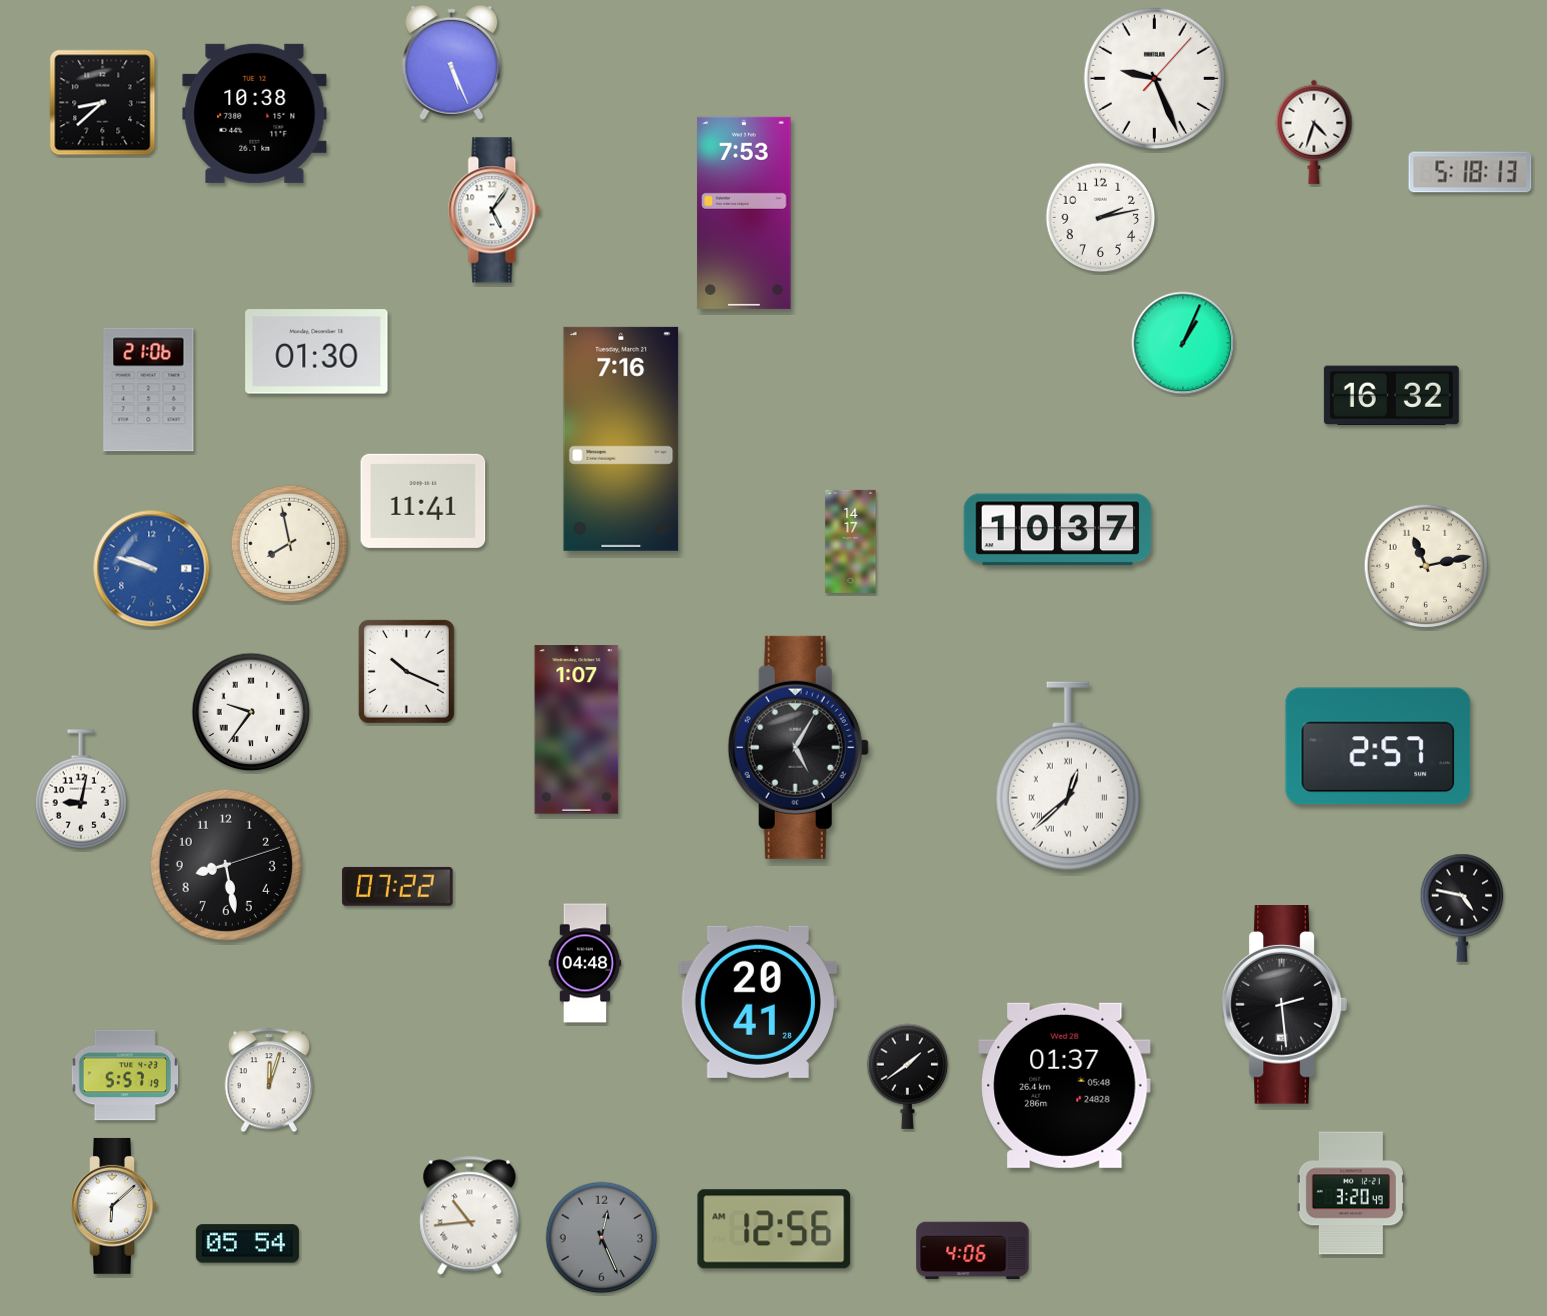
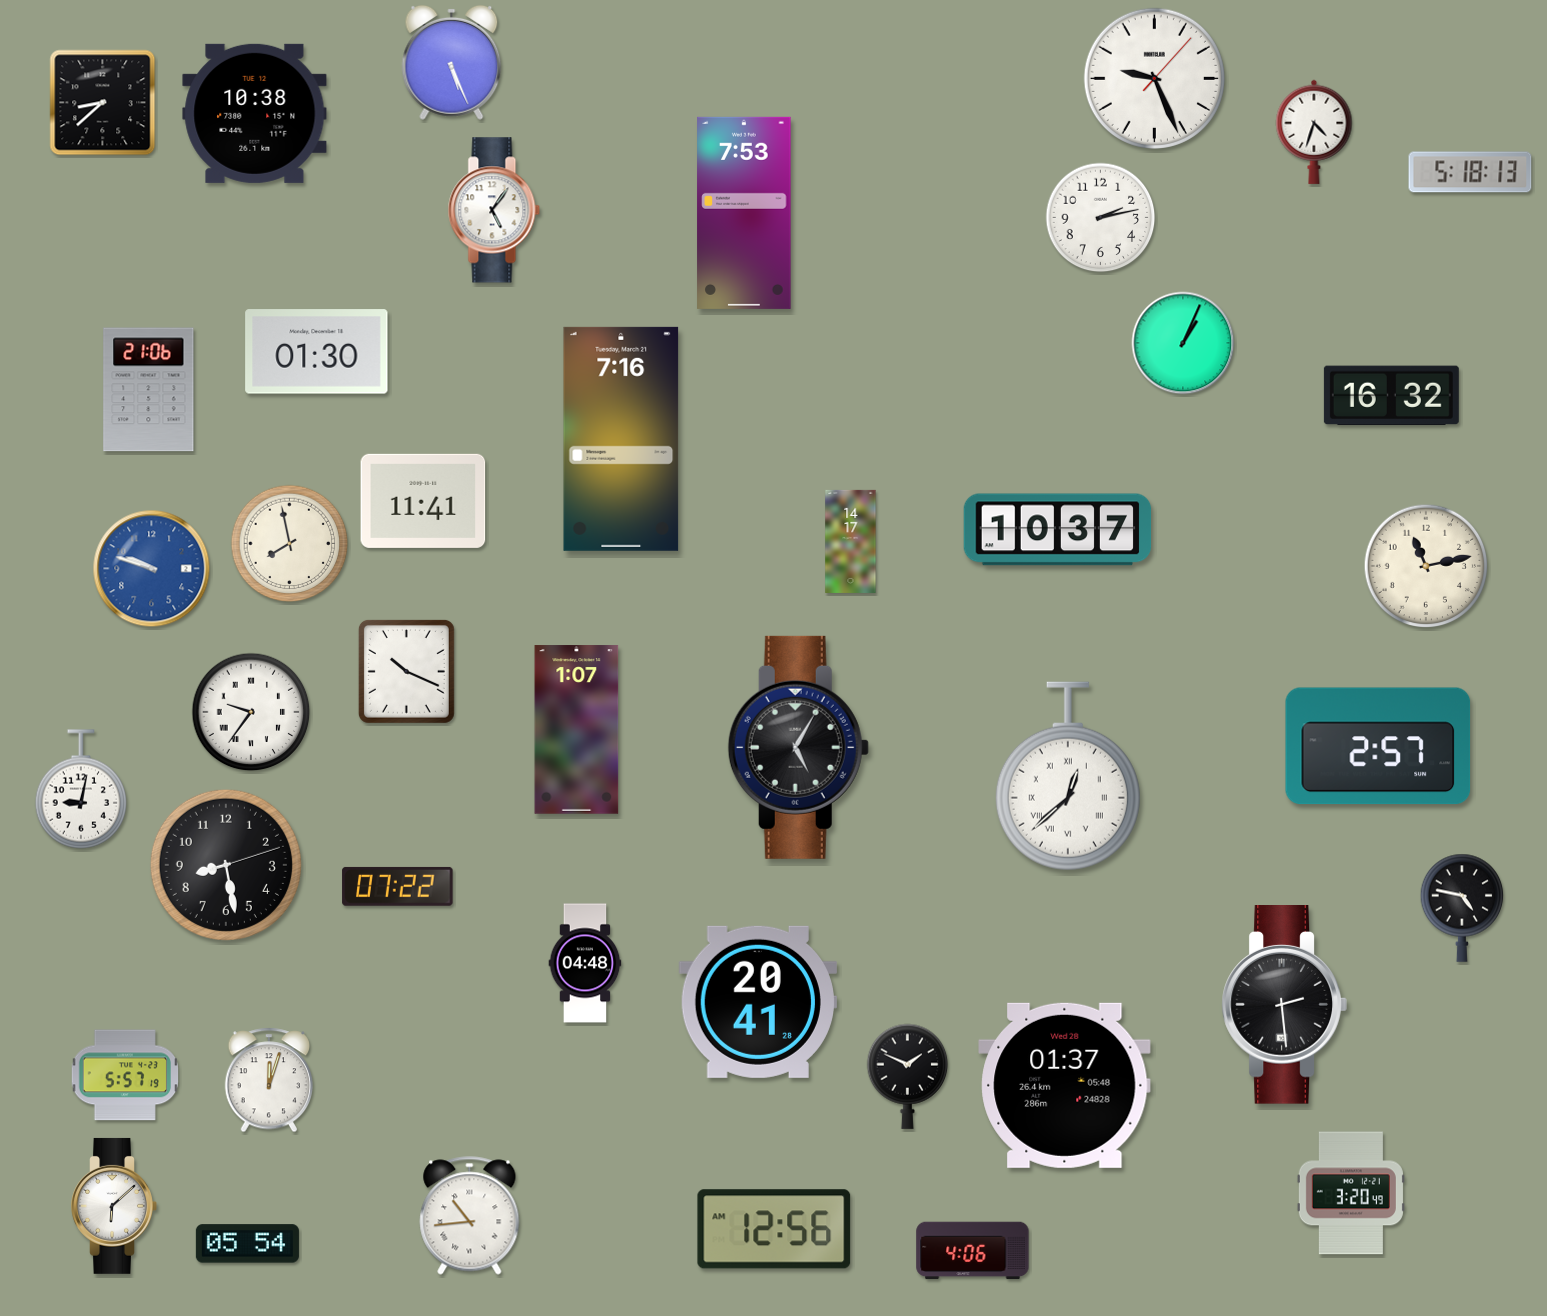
clock at (908, 1076): 1:39 -> 1:49
clock at (602, 1238): 12:26 -> none
